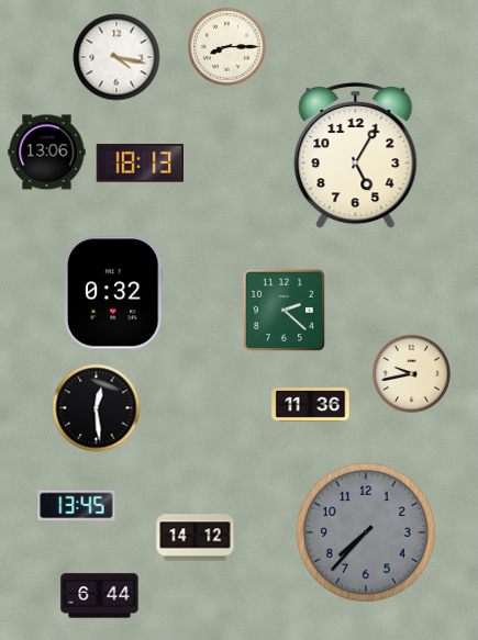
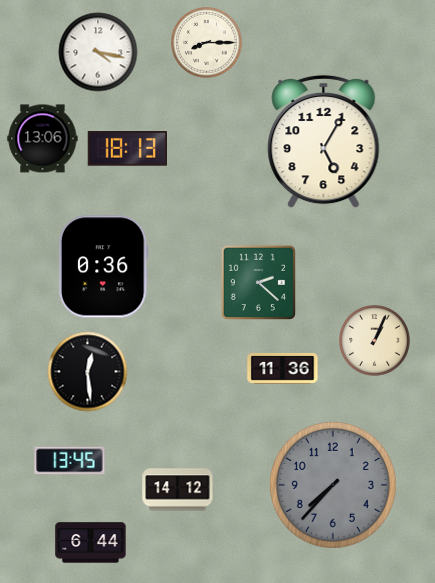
clock at (116, 57) position: (116, 57) -> (98, 52)
clock at (113, 293): 0:32 -> 0:36
clock at (412, 374): 9:43 -> 1:04
